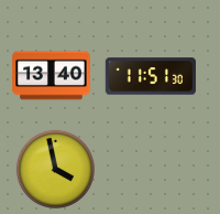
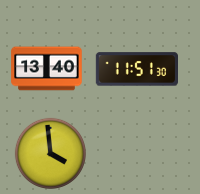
clock at (55, 169): 3:58 -> 3:59
